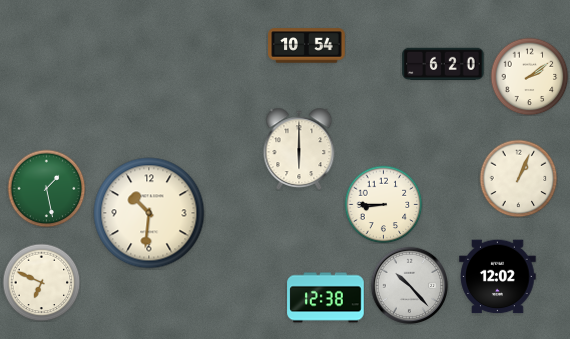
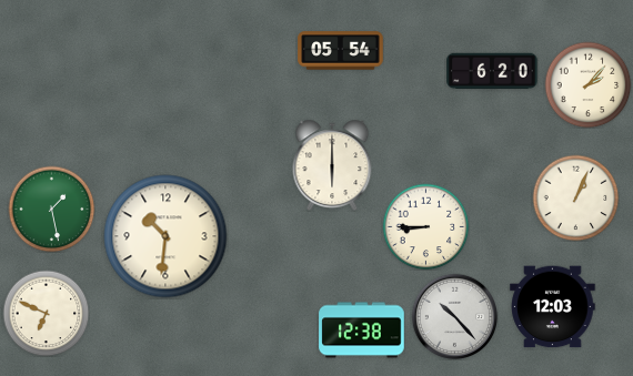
clock at (307, 46): 10:54 -> 05:54
clock at (529, 76): 2:09 -> 2:07
clock at (498, 277): 12:02 -> 12:03
